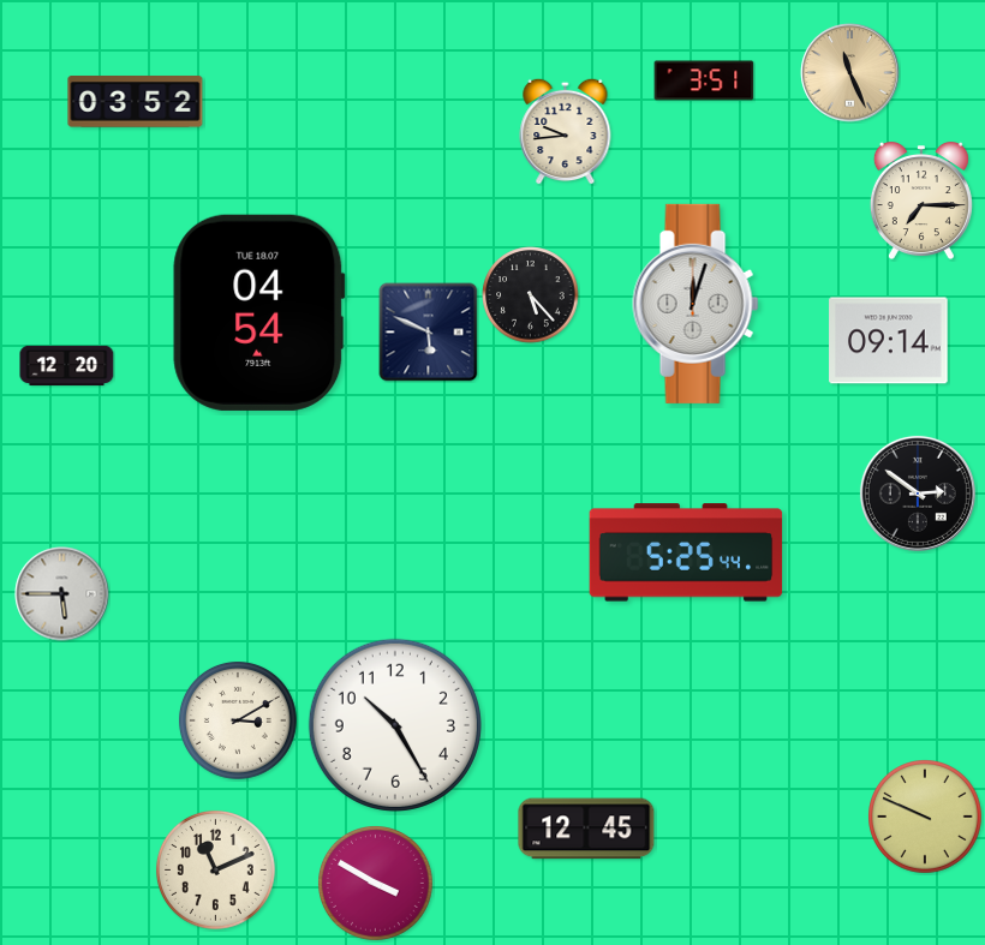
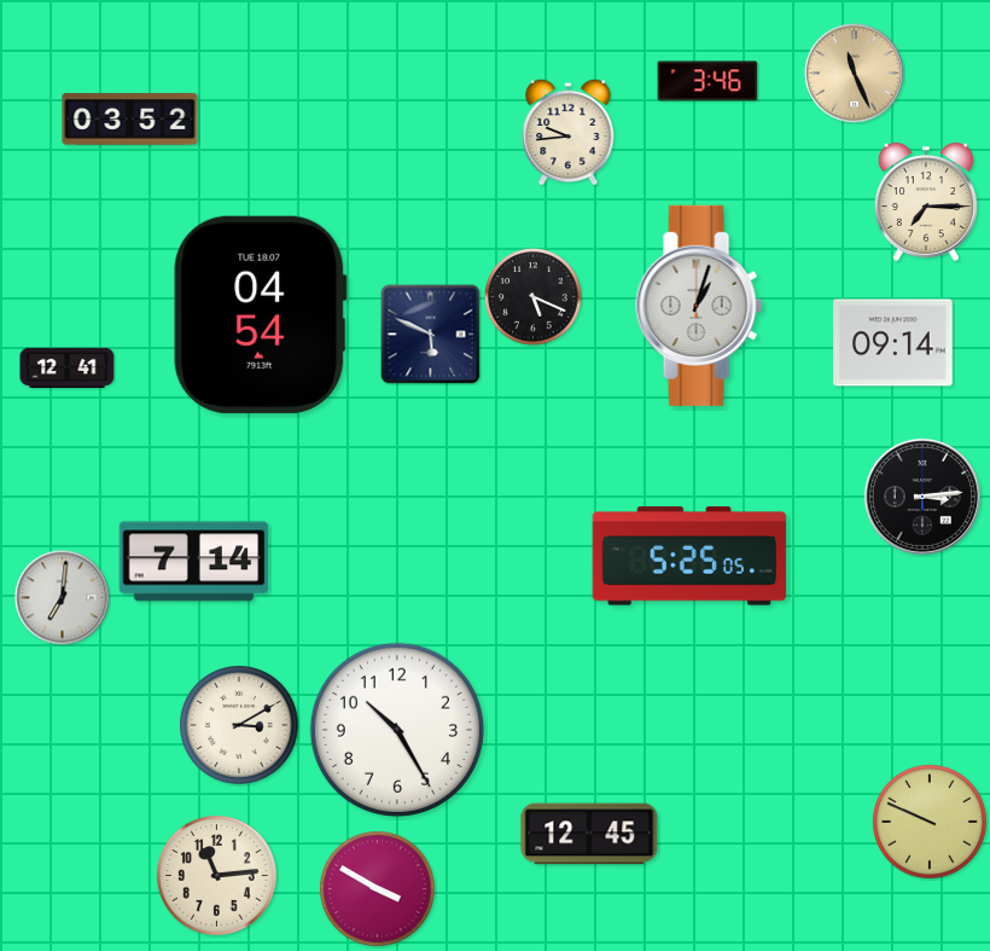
clock at (704, 80): 3:51 -> 3:46
clock at (136, 102) position: (136, 102) -> (130, 120)
clock at (531, 295): 5:23 -> 5:19
clock at (696, 304): 12:03 -> 1:03
clock at (67, 366): 12:20 -> 12:41
clock at (918, 494): 2:51 -> 3:14
clock at (686, 552): 5:25:44 -> 5:25:05
clock at (194, 562): none -> 7:14
clock at (62, 594): 5:45 -> 7:01
clock at (215, 869): 11:11 -> 11:14
